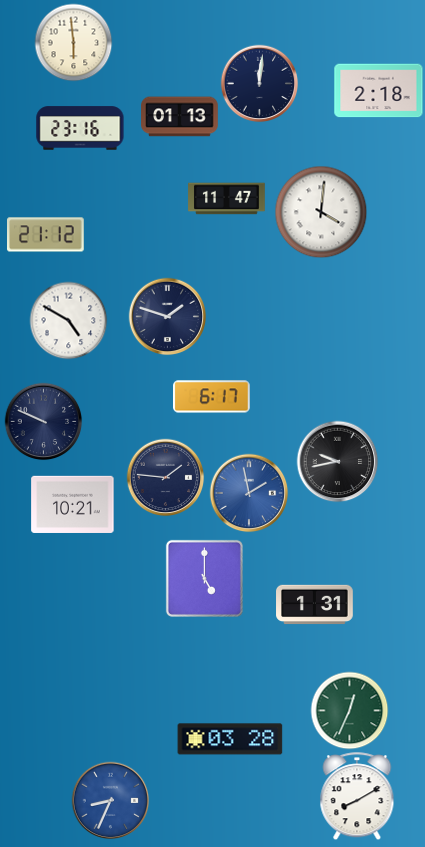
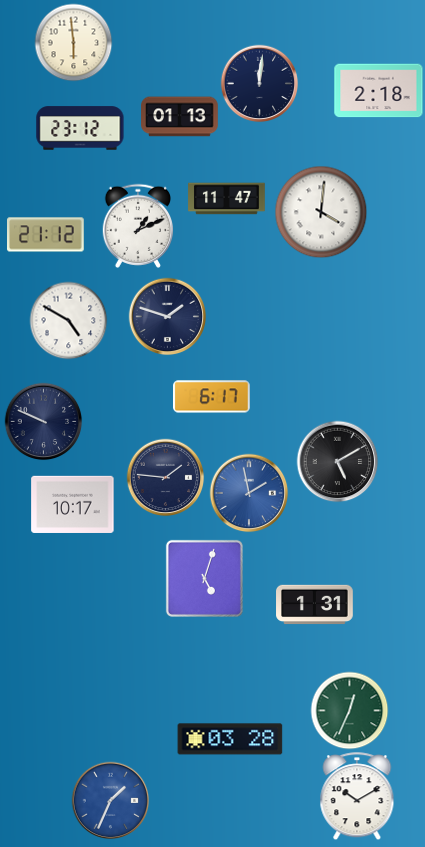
clock at (80, 128): 23:16 -> 23:12
clock at (137, 226): none -> 1:11
clock at (337, 461): 9:43 -> 5:10
clock at (73, 504): 10:21 -> 10:17
clock at (204, 578): 5:00 -> 5:03
clock at (357, 796): 8:10 -> 10:10
clock at (110, 800): 8:34 -> 1:34
